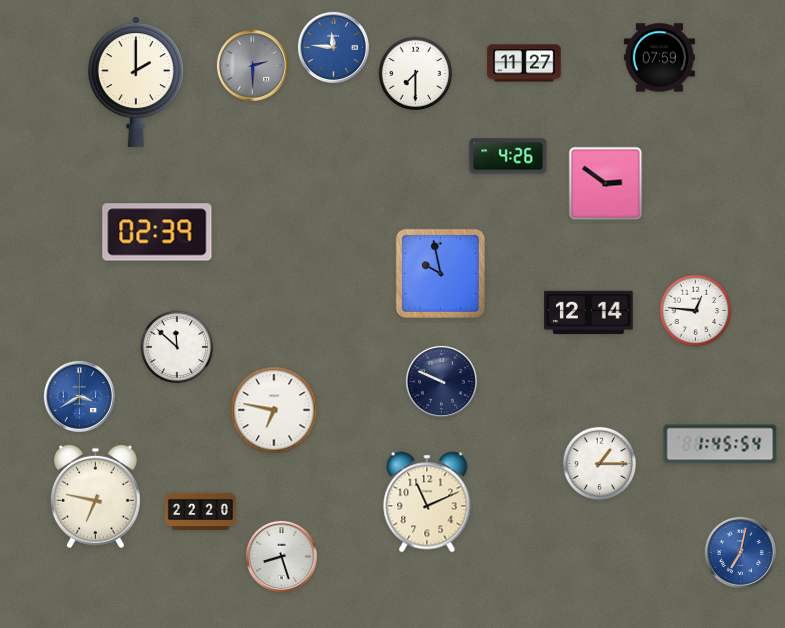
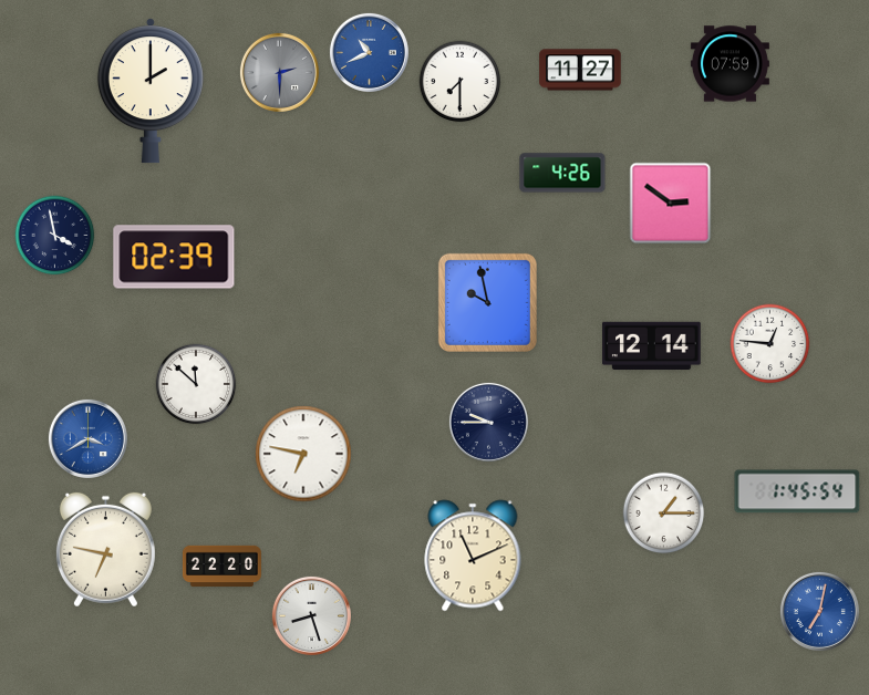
clock at (333, 47): 11:46 -> 10:41
clock at (55, 236): none -> 3:58
clock at (441, 381): 9:49 -> 9:45
